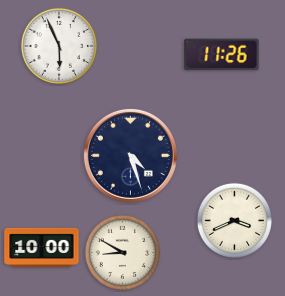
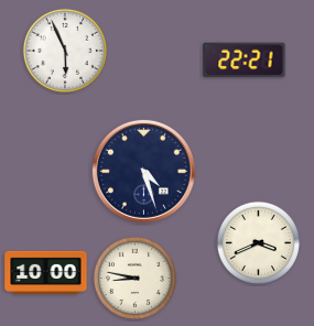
clock at (222, 55): 11:26 -> 22:21
clock at (122, 252): 8:50 -> 8:47
